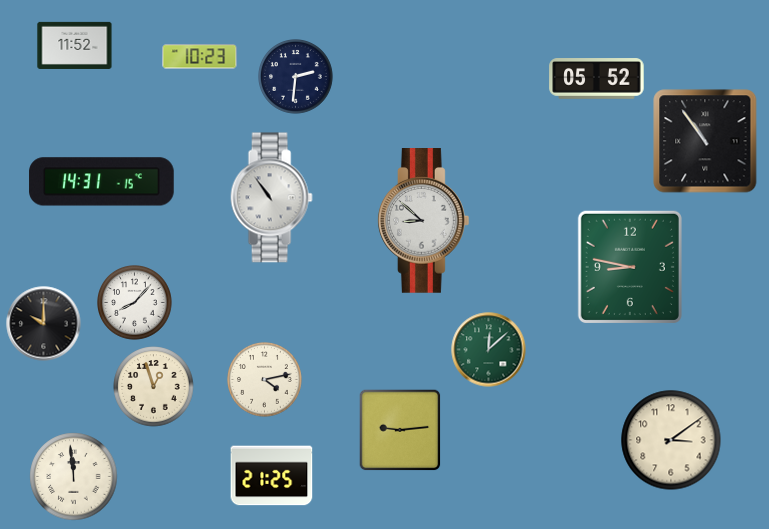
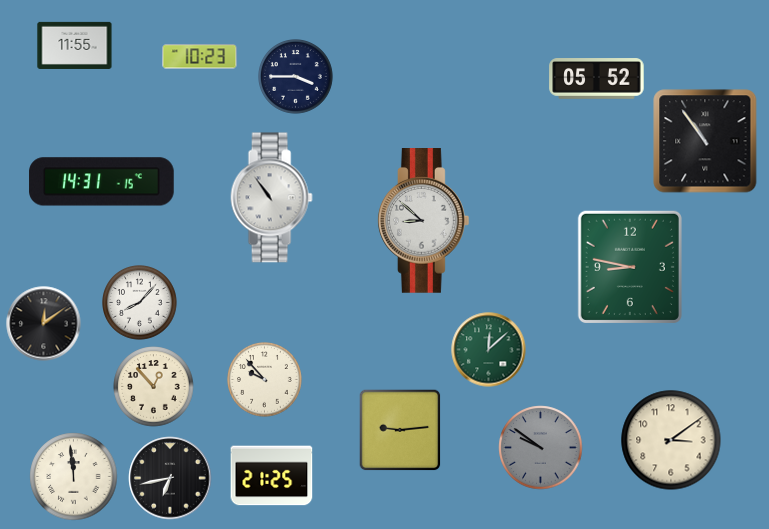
clock at (75, 45): 11:52 -> 11:55
clock at (296, 77): 2:31 -> 3:45
clock at (135, 303) position: (135, 303) -> (140, 303)
clock at (44, 324): 10:00 -> 12:09
clock at (265, 380): 4:13 -> 9:53
clock at (154, 387): 12:57 -> 12:53
clock at (541, 448): none -> 9:51
clock at (170, 478): none -> 6:43
